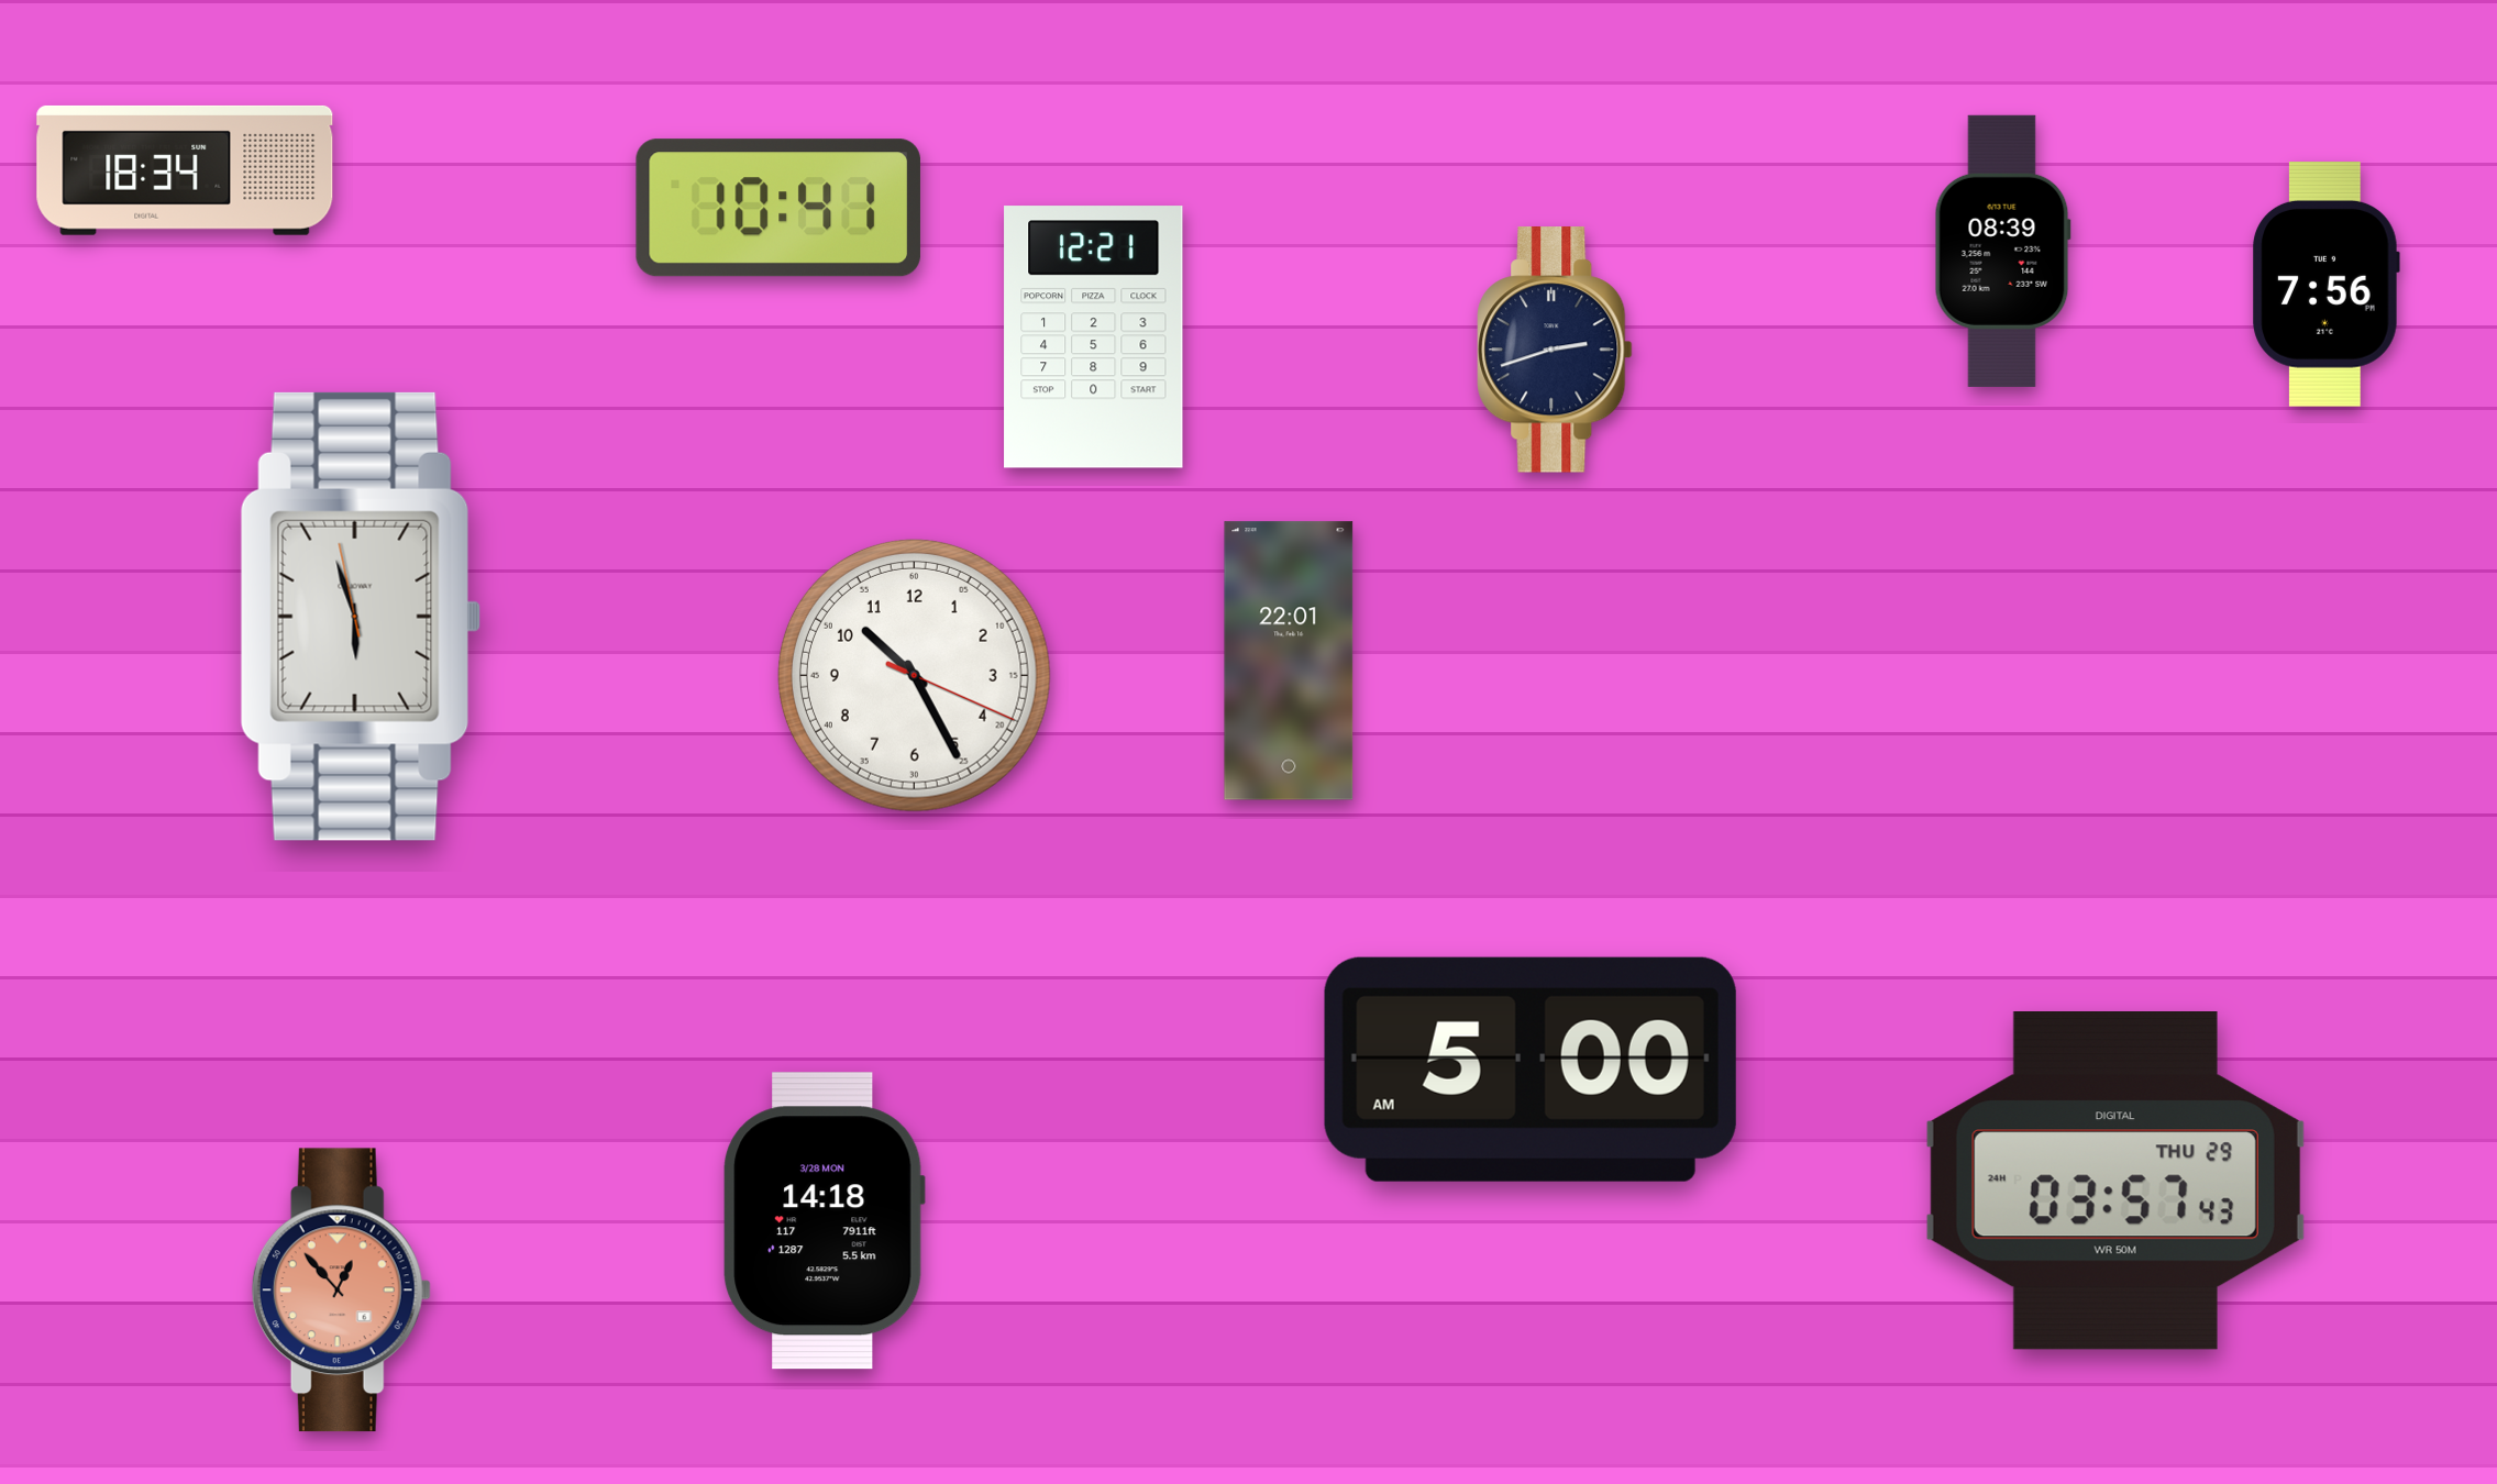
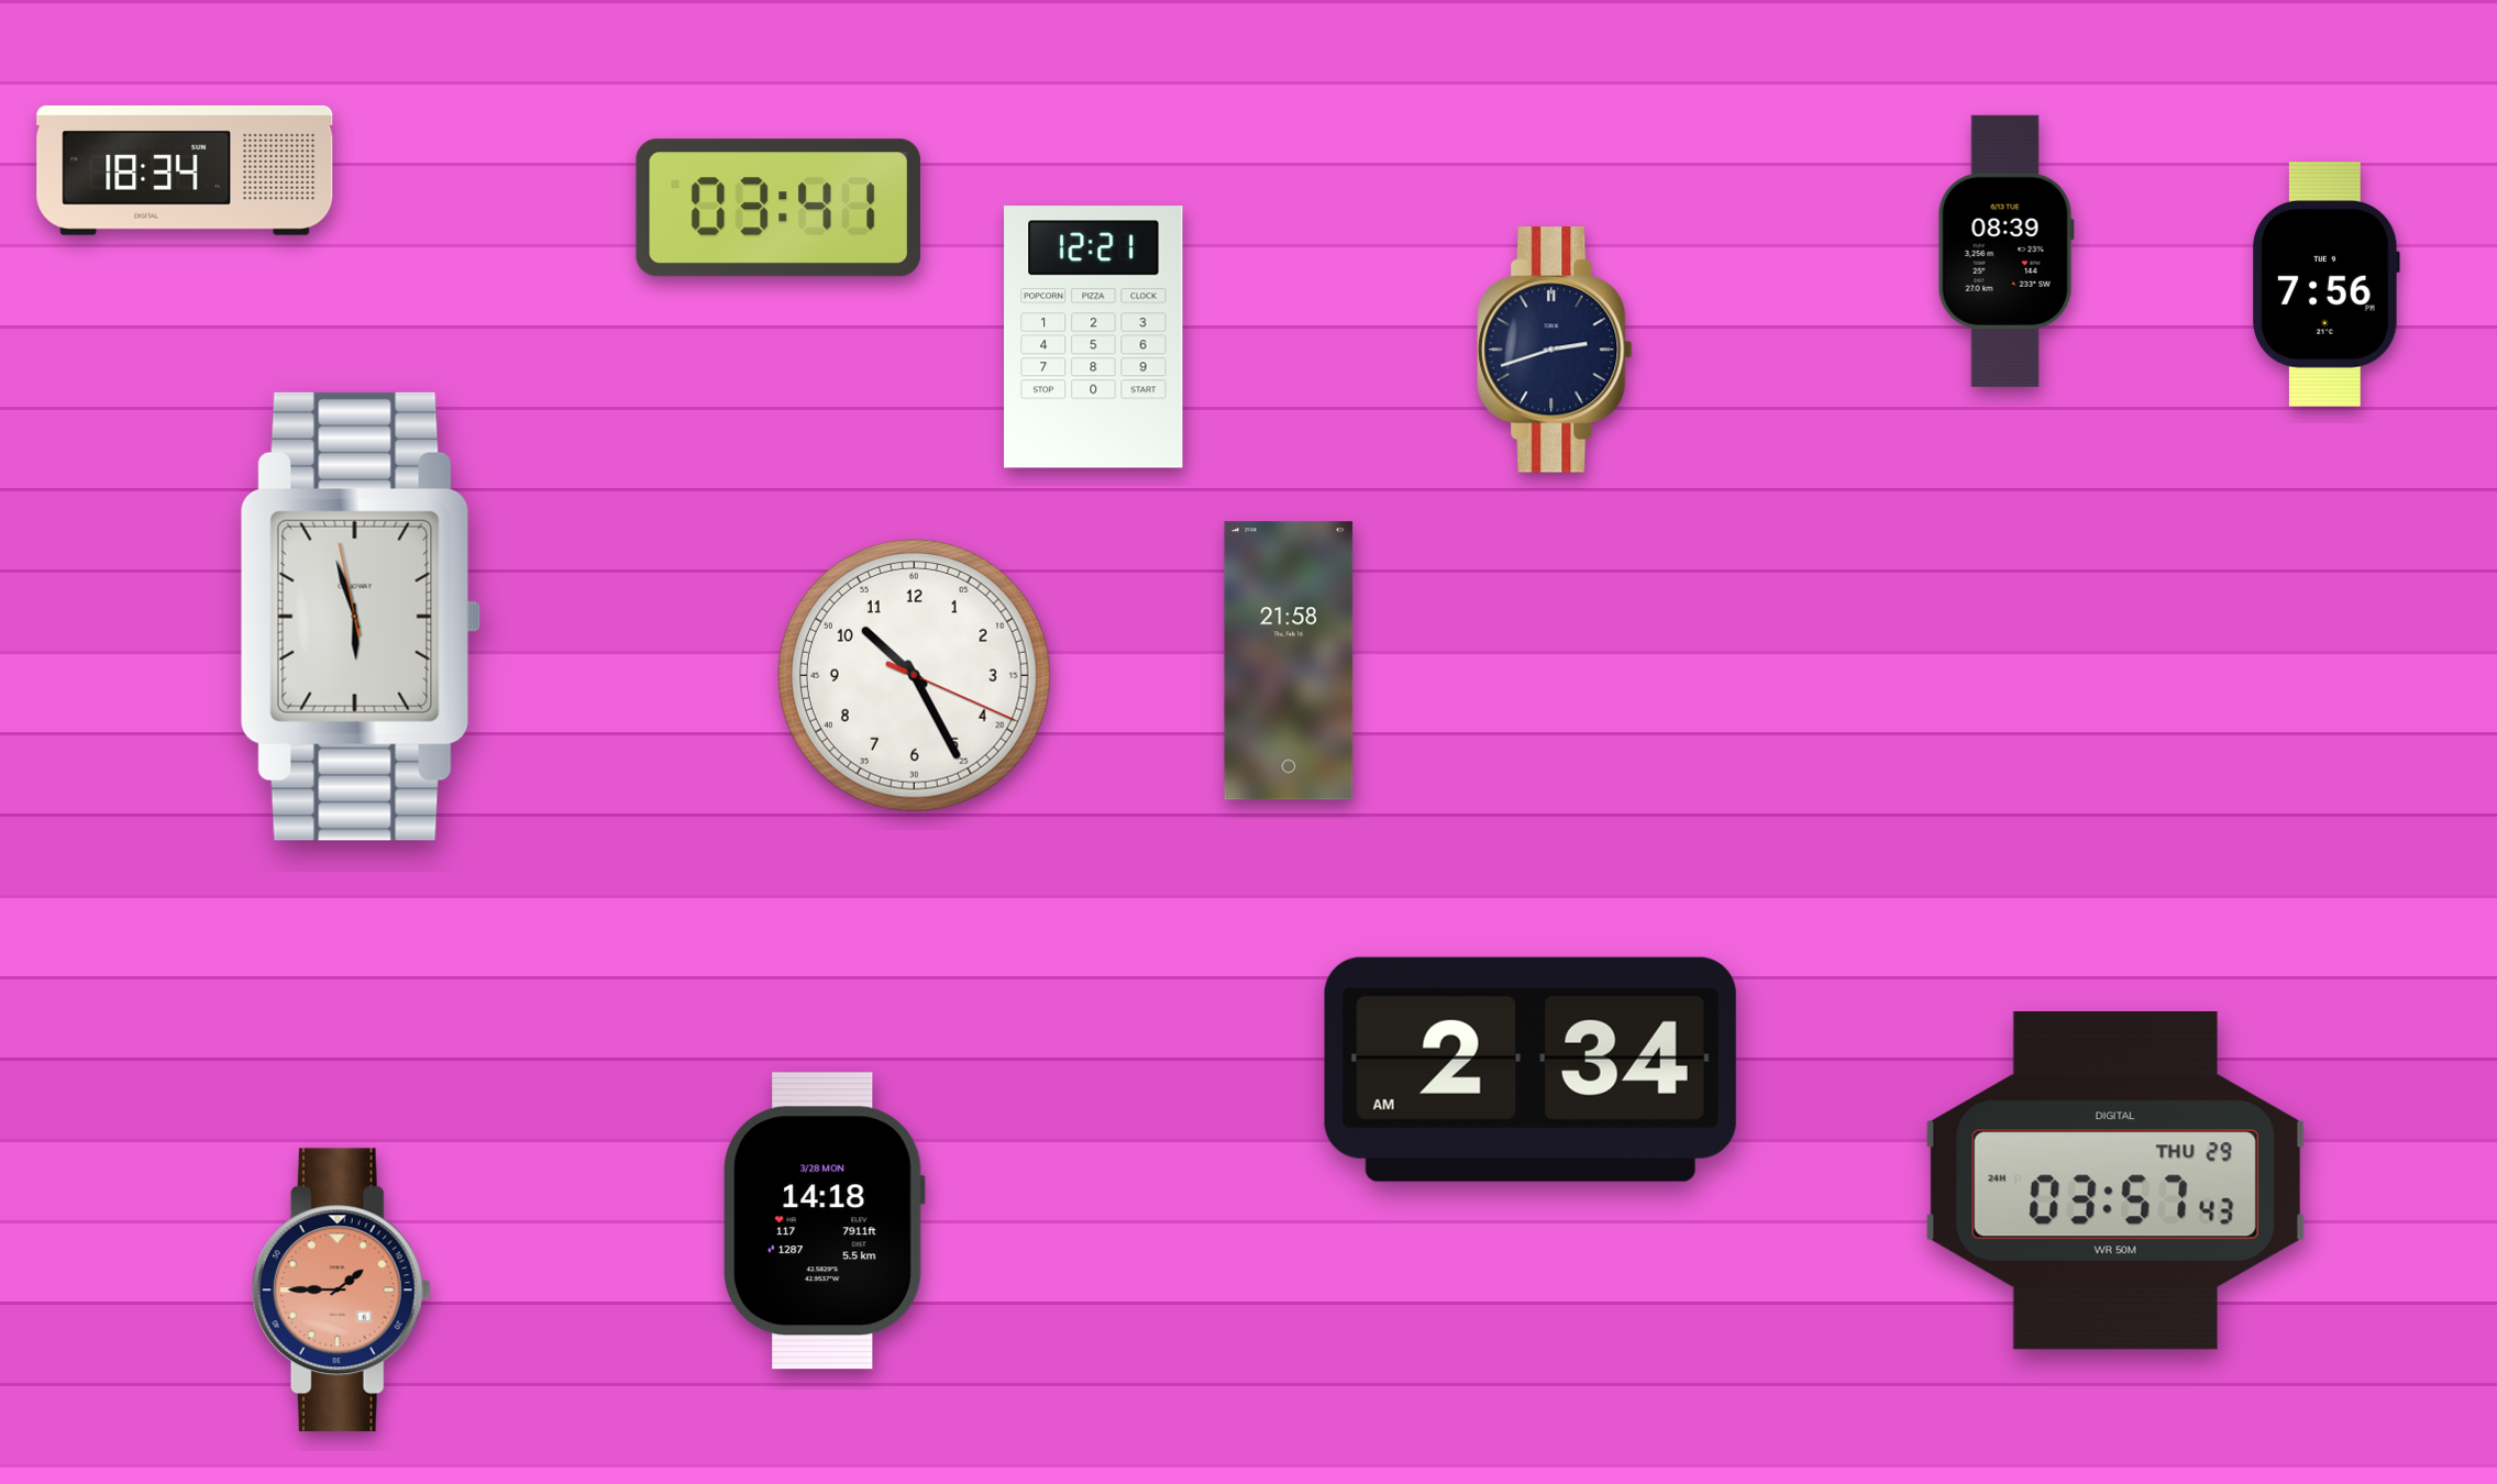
clock at (778, 208): 10:41 -> 03:41
clock at (2002, 251) position: (2002, 251) -> (2006, 251)
clock at (1289, 661): 22:01 -> 21:58
clock at (1531, 1070): 5:00 -> 2:34
clock at (341, 1291): 12:53 -> 1:45
